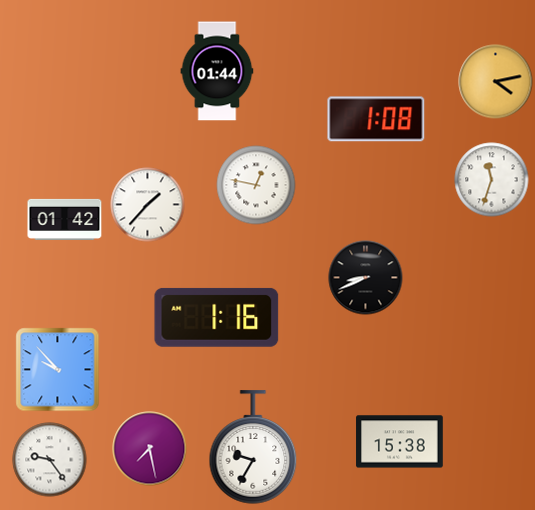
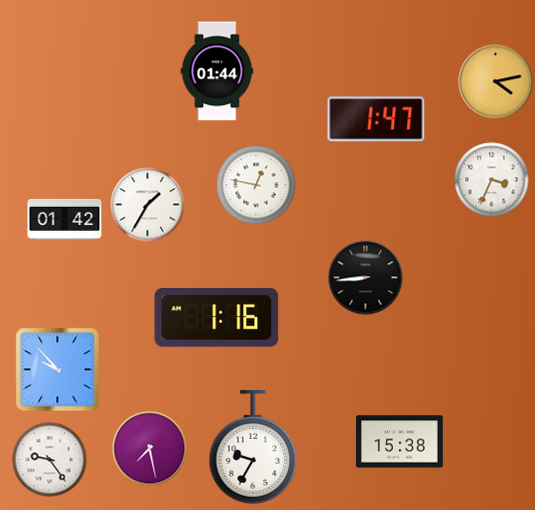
clock at (376, 119): 1:08 -> 1:47
clock at (492, 180): 11:33 -> 3:34
clock at (148, 205): 1:37 -> 1:35
clock at (366, 278): 8:41 -> 8:44
